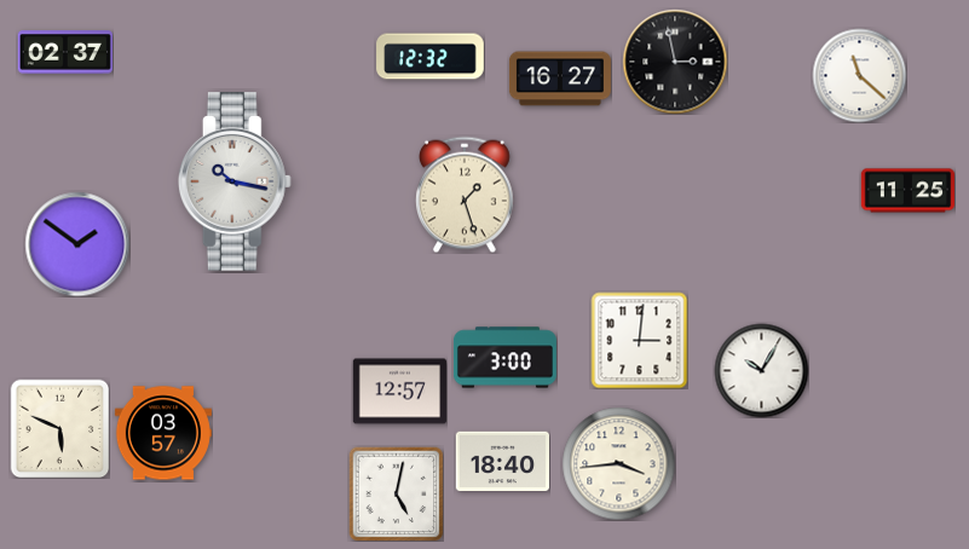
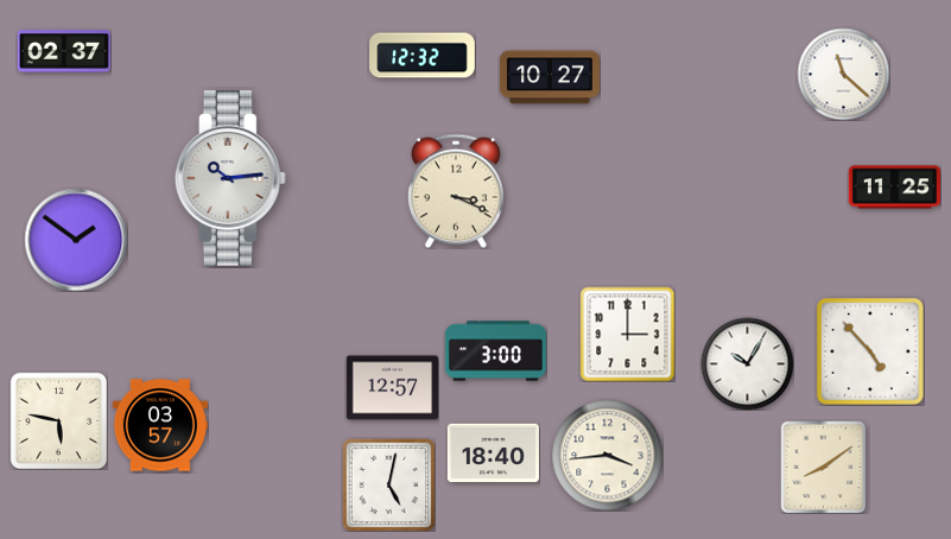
clock at (675, 62): 2:58 -> none
clock at (560, 79): 16:27 -> 10:27
clock at (235, 181): 10:17 -> 10:14
clock at (907, 191) position: (907, 191) -> (894, 188)
clock at (466, 195): 1:27 -> 3:19
clock at (639, 340): 3:01 -> 3:00
clock at (870, 351): none -> 4:53
clock at (399, 392) position: (399, 392) -> (392, 388)
clock at (59, 428): 5:49 -> 5:47
clock at (824, 467): none -> 8:09
